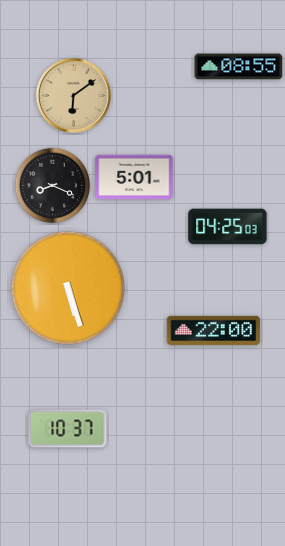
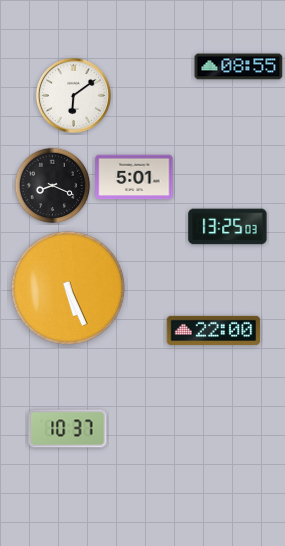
clock at (73, 95) dial: champagne -> white
clock at (228, 227): 04:25 -> 13:25
clock at (68, 288): 5:27 -> 5:26
